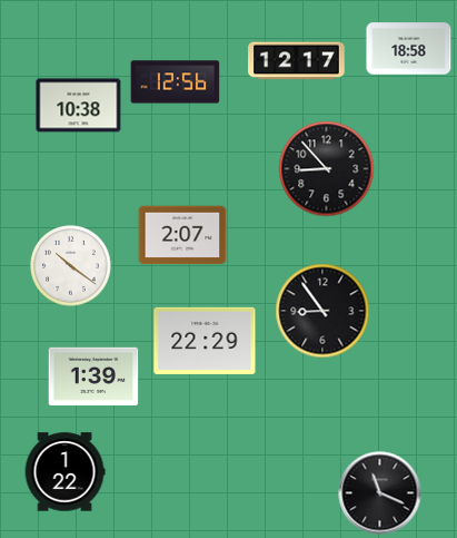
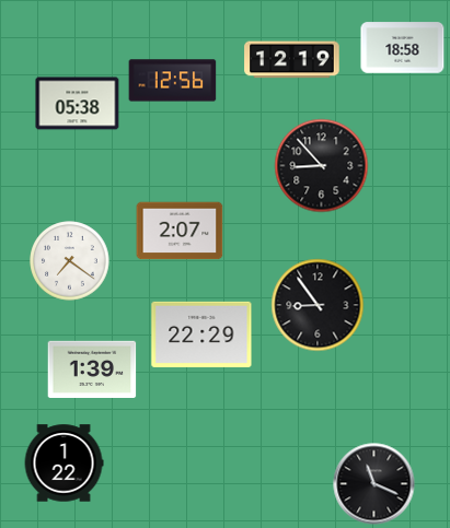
clock at (297, 61): 12:17 -> 12:19
clock at (79, 106): 10:38 -> 05:38
clock at (71, 266): 10:21 -> 7:21
